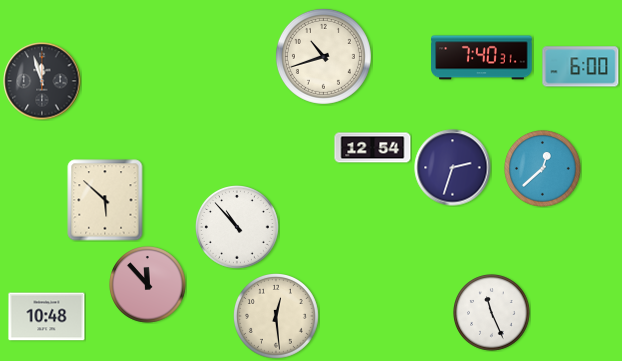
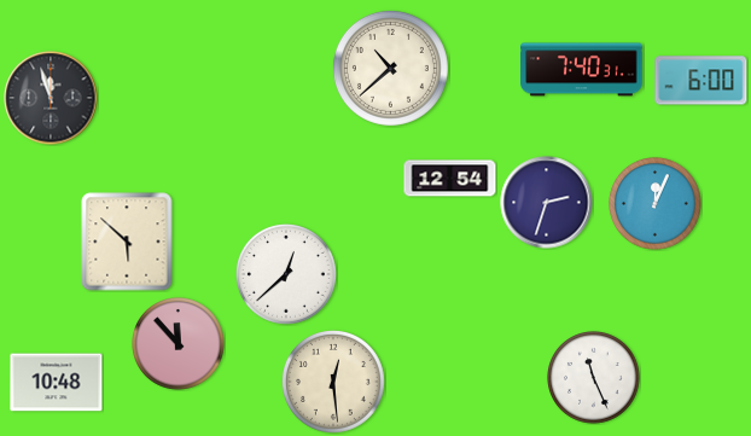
clock at (323, 56): 10:42 -> 10:38
clock at (543, 169): 12:38 -> 12:04
clock at (238, 228): 10:53 -> 12:38
